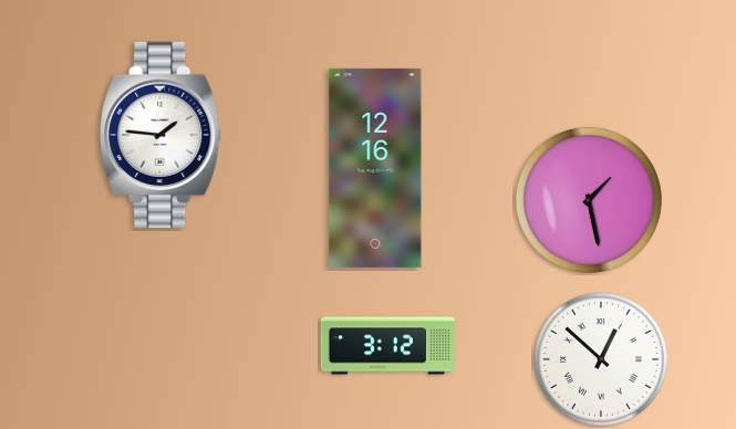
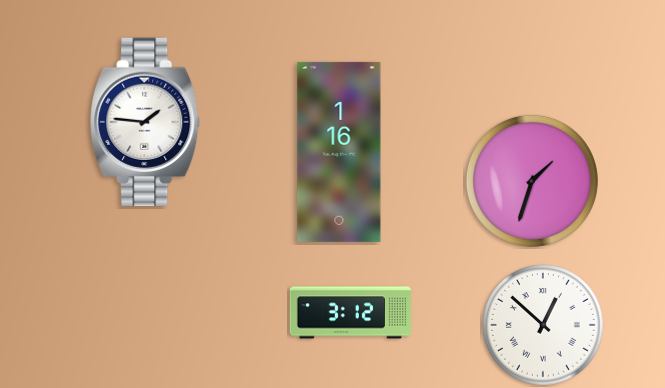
clock at (375, 168): 12:16 -> 1:16
clock at (589, 200): 1:28 -> 1:33
